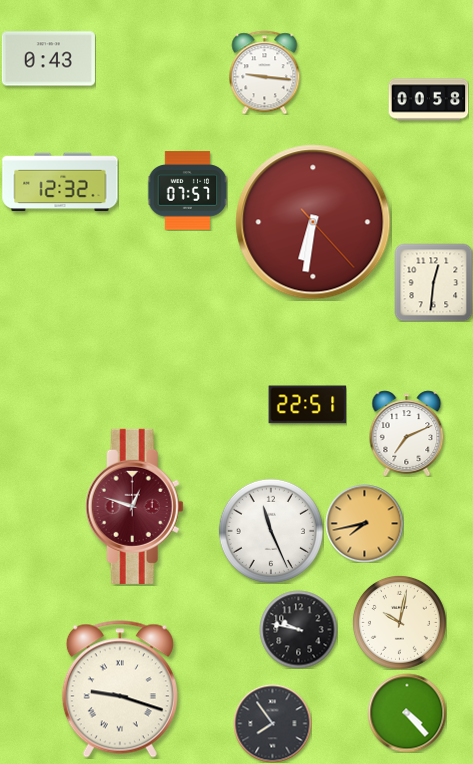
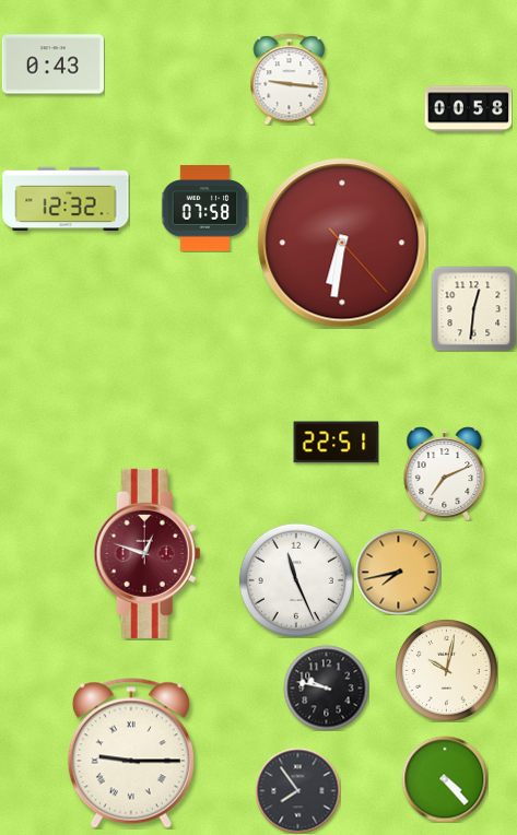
clock at (187, 191): 07:57 -> 07:58
clock at (399, 622) position: (399, 622) -> (446, 670)
clock at (120, 689): 9:18 -> 9:15
